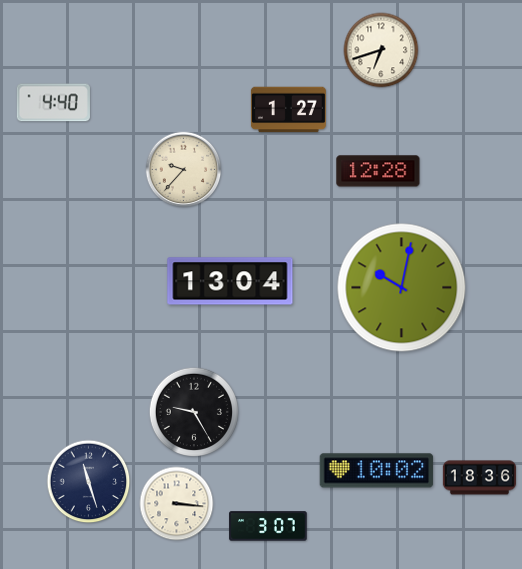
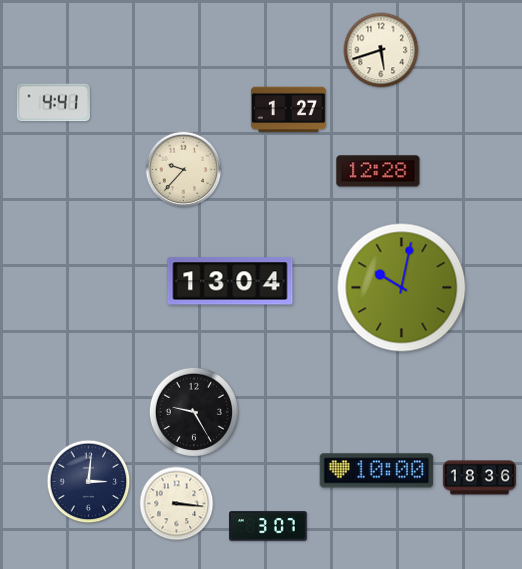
clock at (381, 50): 6:42 -> 5:42
clock at (53, 103): 4:40 -> 4:41
clock at (377, 471): 10:02 -> 10:00
clock at (89, 482): 11:27 -> 3:01
